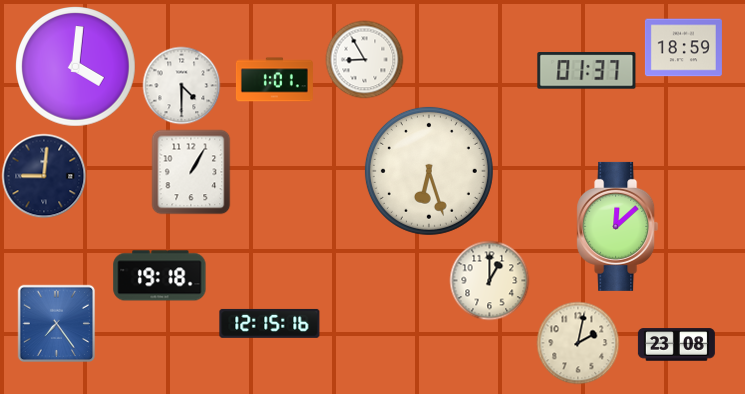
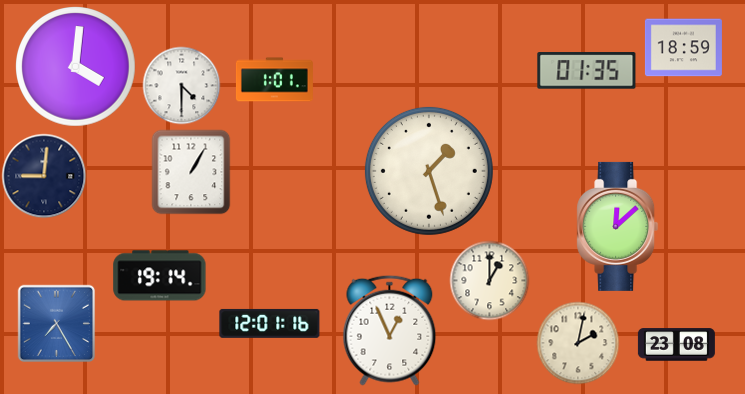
clock at (364, 59): 8:55 -> none
clock at (587, 71): 01:37 -> 01:35
clock at (429, 171): 6:27 -> 1:27
clock at (160, 276): 19:18 -> 19:14
clock at (56, 323): 7:24 -> 7:25
clock at (270, 323): 12:15 -> 12:01
clock at (390, 330): none -> 12:56
